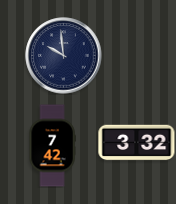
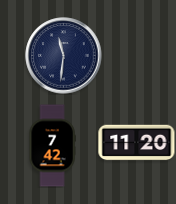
clock at (64, 56): 9:59 -> 11:31
clock at (137, 143): 3:32 -> 11:20
